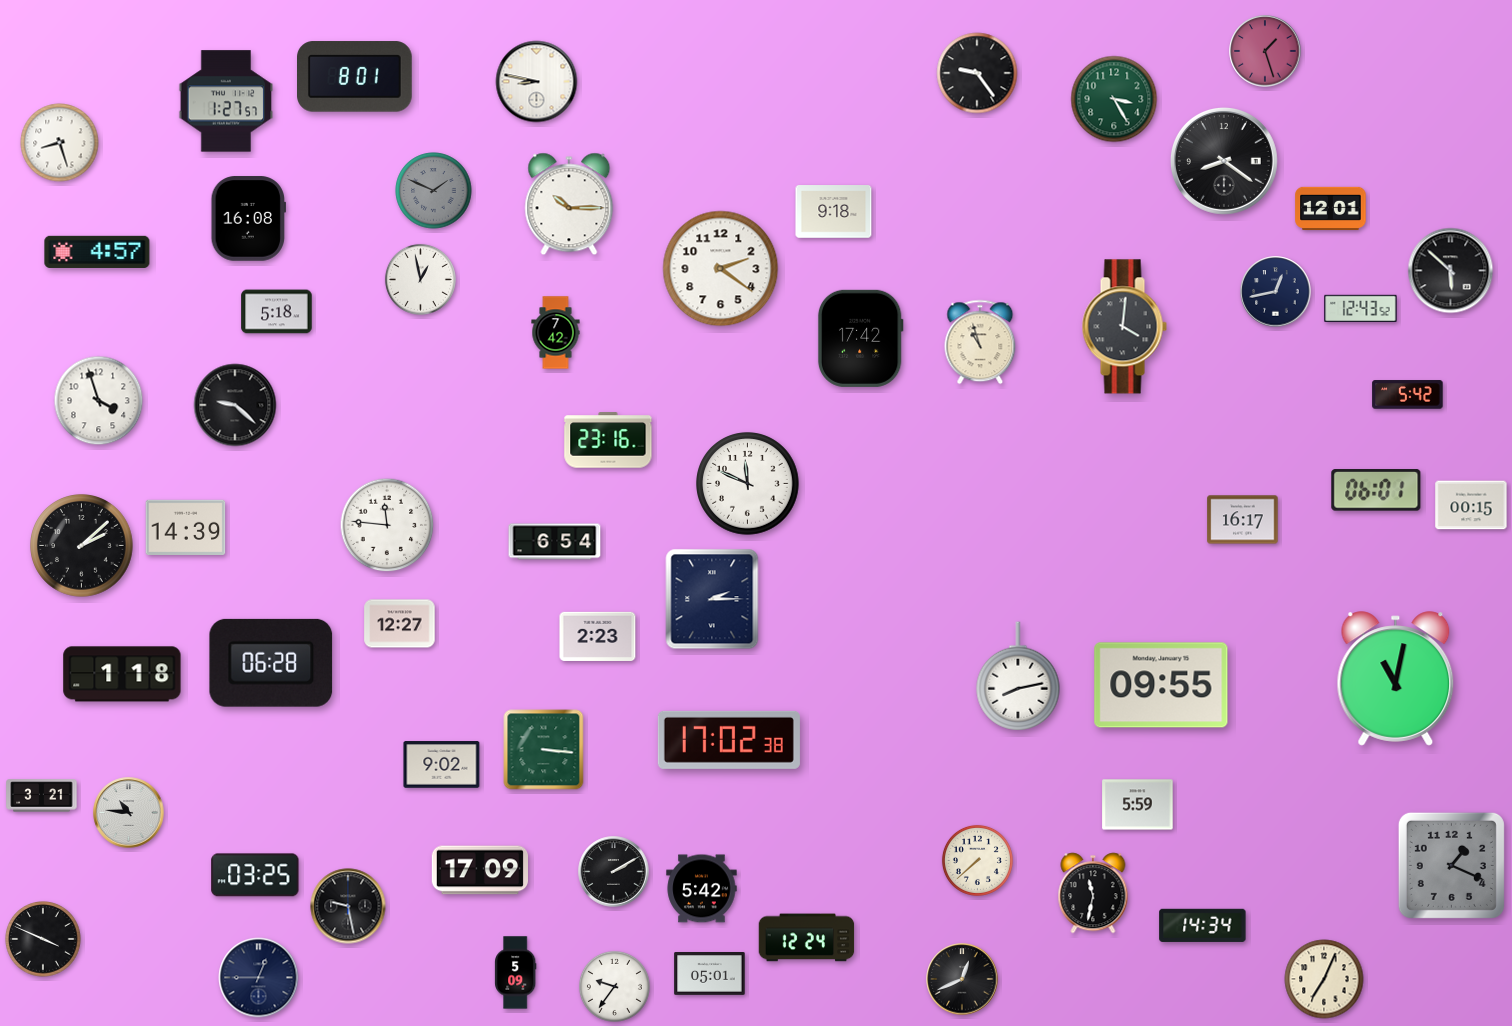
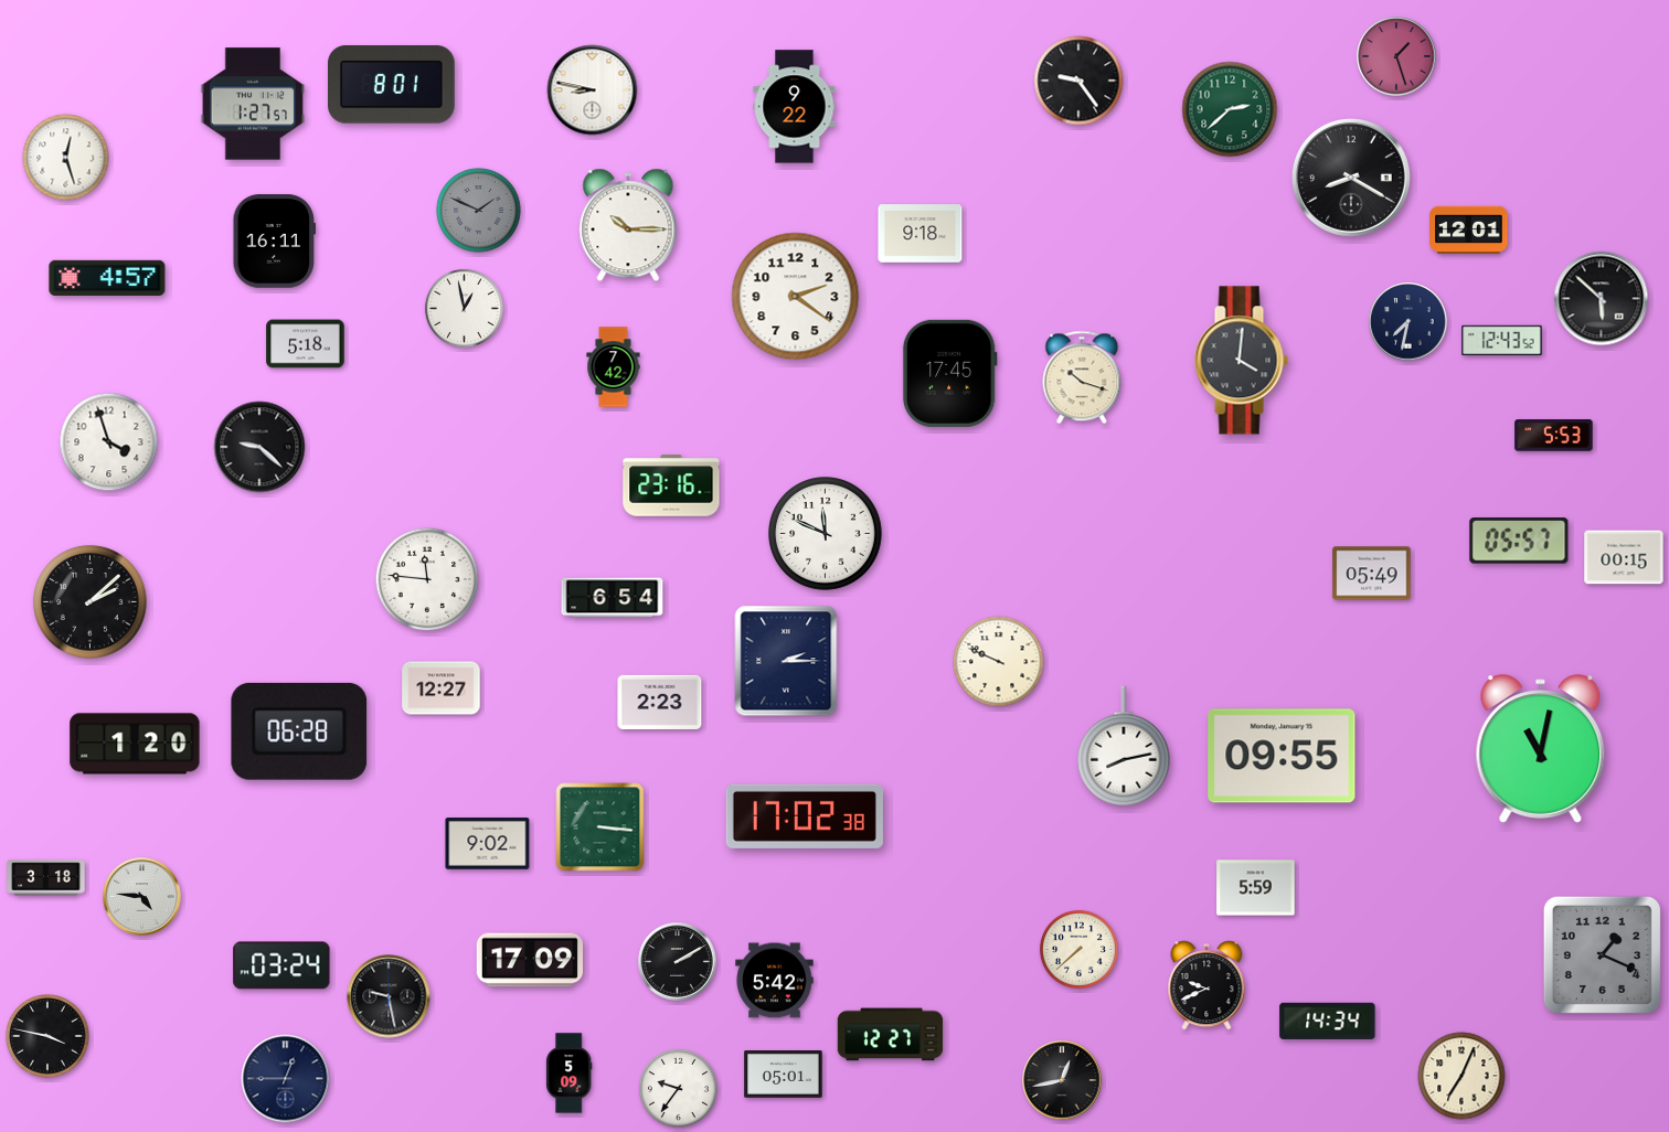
clock at (795, 107): none -> 9:22
clock at (1114, 99): 3:25 -> 2:38
clock at (226, 101) position: (226, 101) -> (253, 104)
clock at (60, 143): 8:27 -> 12:27
clock at (1224, 161): 8:21 -> 8:20
clock at (248, 219): 16:08 -> 16:11
clock at (1276, 292): 12:43 -> 7:32
clock at (860, 338): 17:42 -> 17:45
clock at (980, 342): 10:57 -> 10:18
clock at (1408, 395): 5:42 -> 5:53
clock at (1376, 490): 06:01 -> 05:57
clock at (1243, 520): 16:17 -> 05:49
clock at (186, 527): 14:39 -> none
clock at (999, 662): none -> 9:49
clock at (122, 674): 1:18 -> 1:20
clock at (42, 796): 3:21 -> 3:18
clock at (129, 813): 10:46 -> 4:46
clock at (255, 875): 03:25 -> 03:24
clock at (1093, 893): 11:32 -> 9:41
clock at (348, 906) position: (348, 906) -> (389, 996)
clock at (807, 938): 12:24 -> 12:27
clock at (43, 939): 3:49 -> 3:47
clock at (962, 979): 12:41 -> 12:43
clock at (1324, 979) position: (1324, 979) -> (1461, 1076)
